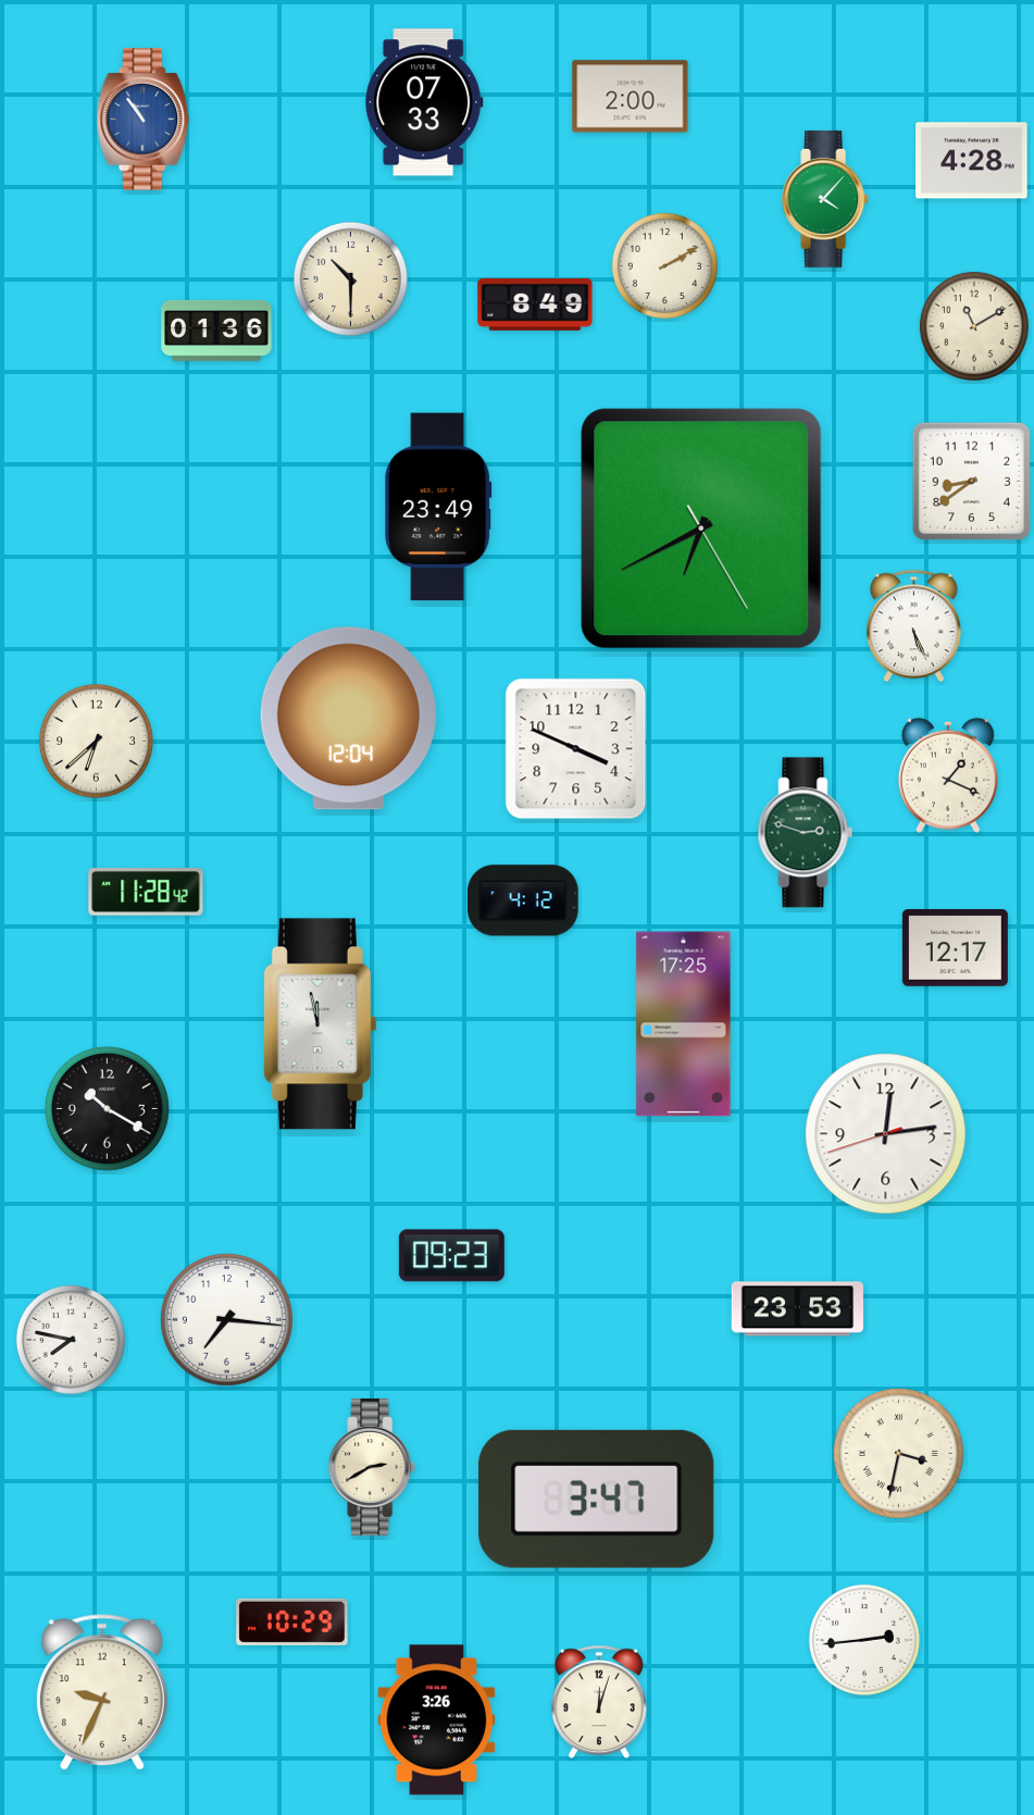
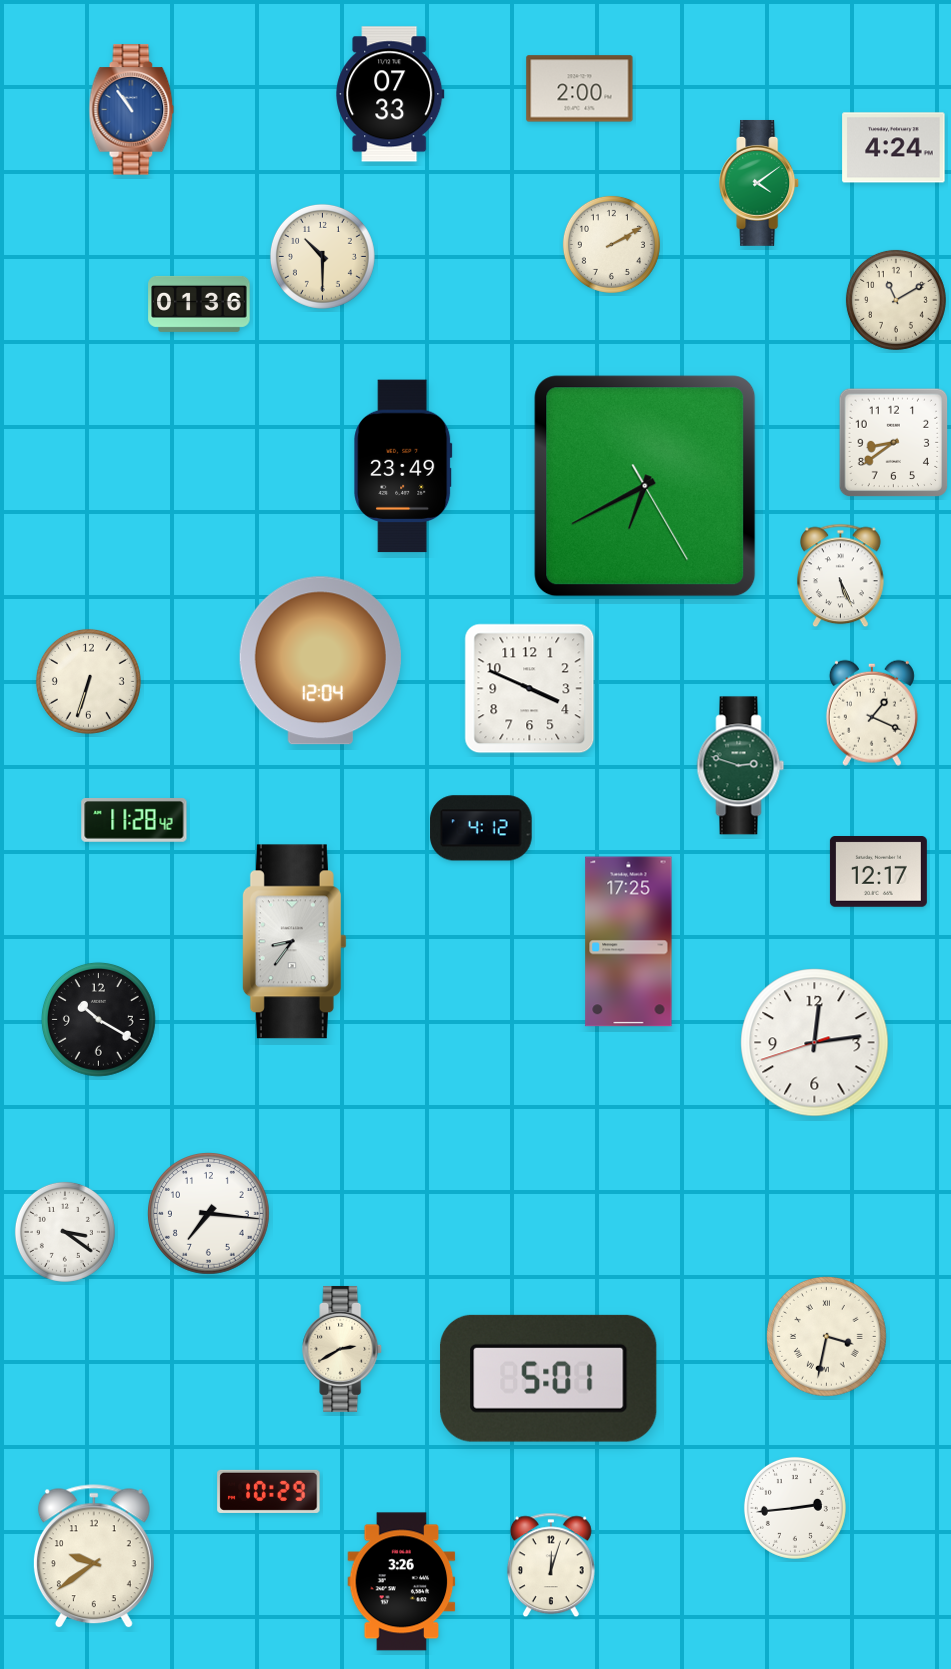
clock at (972, 161): 4:28 -> 4:24
clock at (826, 199): 4:07 -> 4:09
clock at (535, 304): 8:49 -> none
clock at (96, 741): 6:38 -> 6:33
clock at (320, 1024): 11:58 -> 8:36
clock at (451, 1256): 09:23 -> none
clock at (797, 1309): 23:53 -> none
clock at (71, 1340): 7:47 -> 3:21
clock at (597, 1499): 3:47 -> 5:01
clock at (102, 1693): 9:34 -> 9:39
